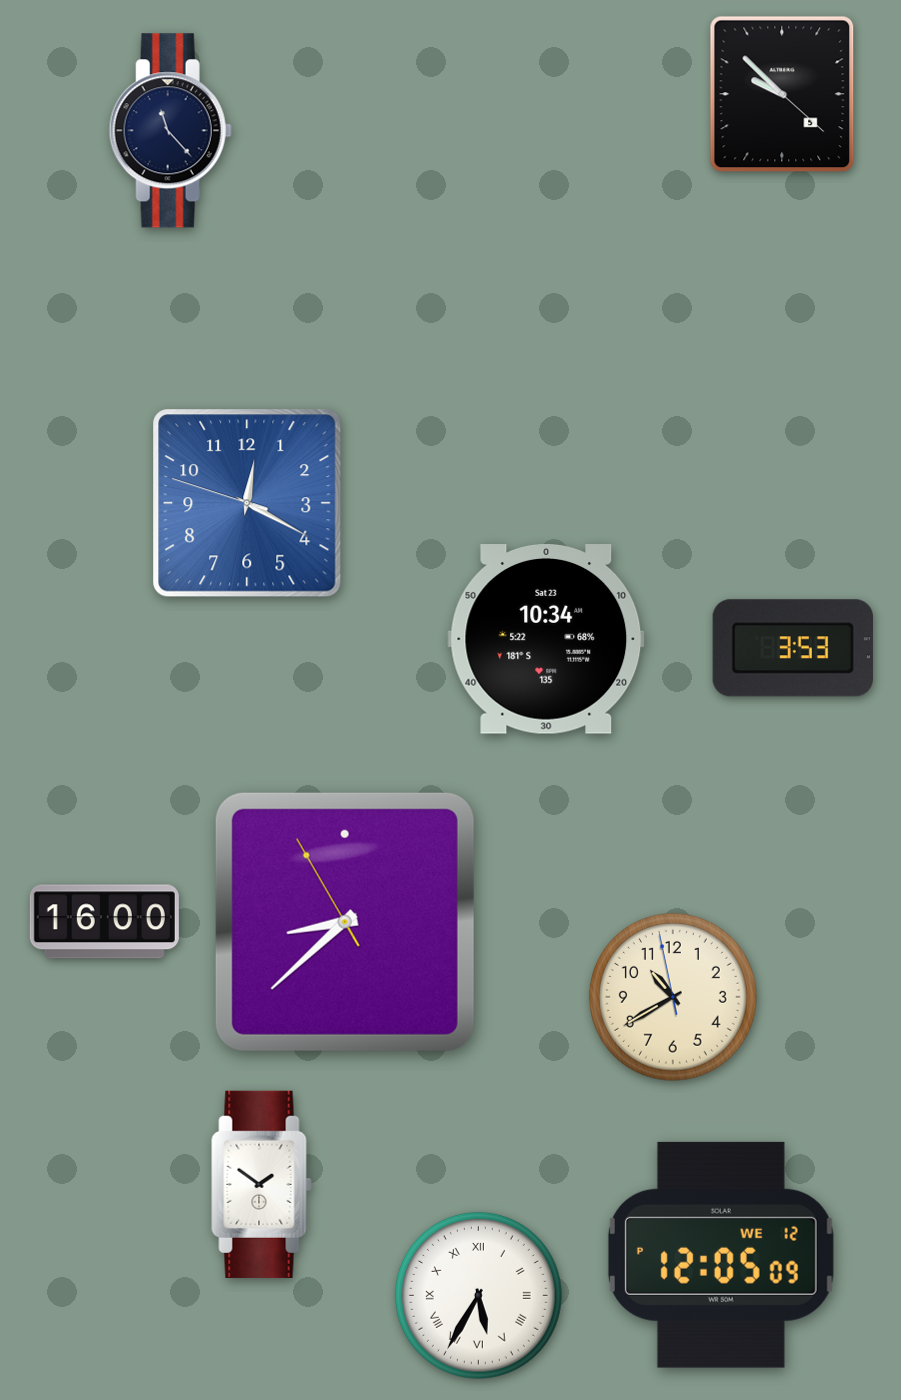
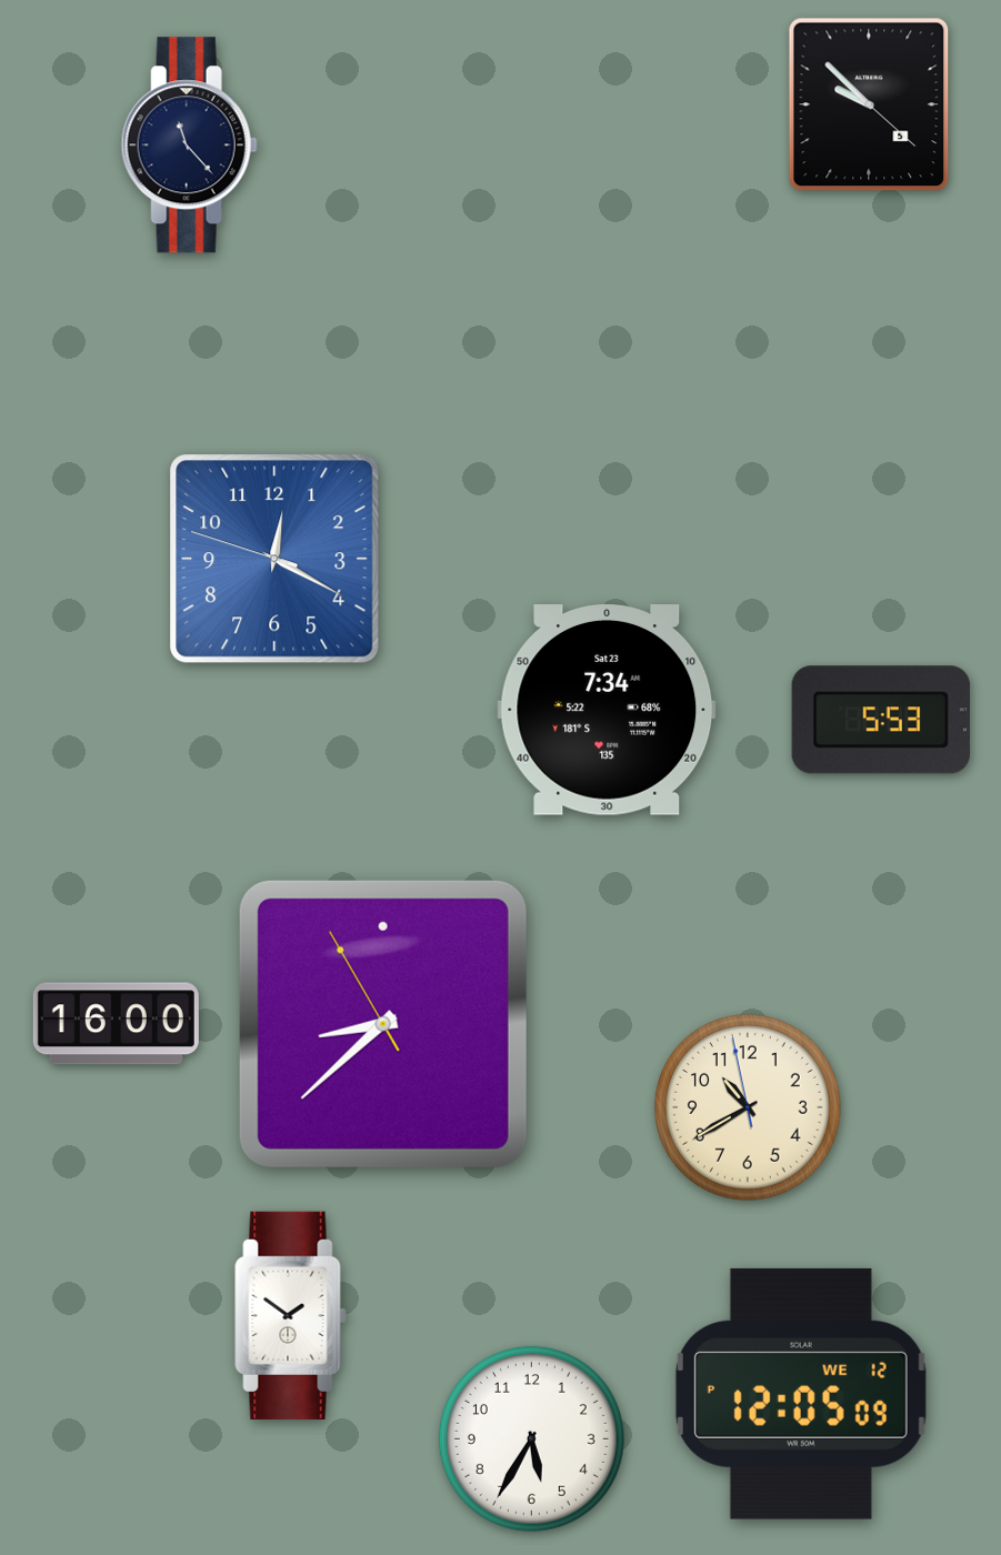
clock at (546, 639): 10:34 -> 7:34
clock at (793, 648): 3:53 -> 5:53
clock at (478, 1295) numerals: Roman -> Arabic
